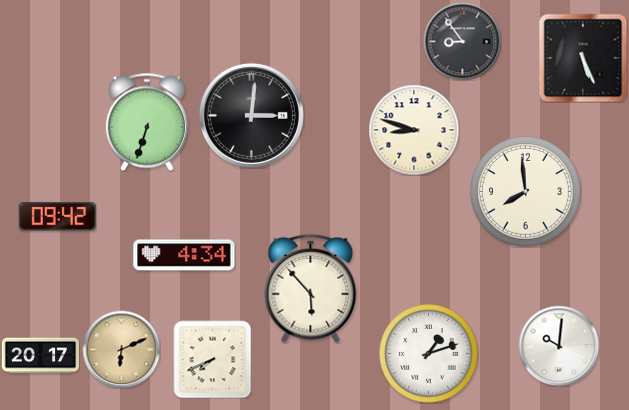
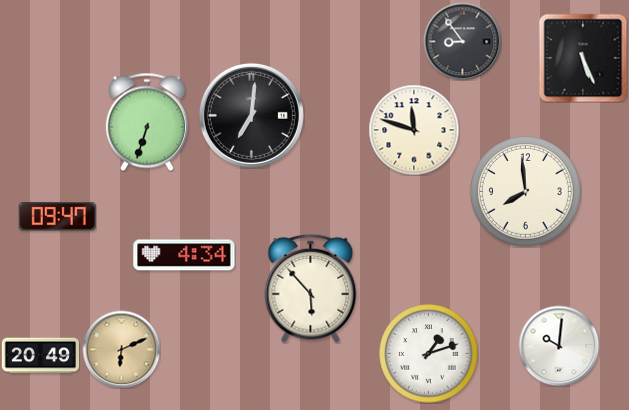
clock at (251, 115): 3:01 -> 7:01
clock at (414, 130): 8:48 -> 11:48
clock at (57, 217): 09:42 -> 09:47
clock at (40, 356): 20:17 -> 20:49
clock at (212, 359): 7:41 -> none
